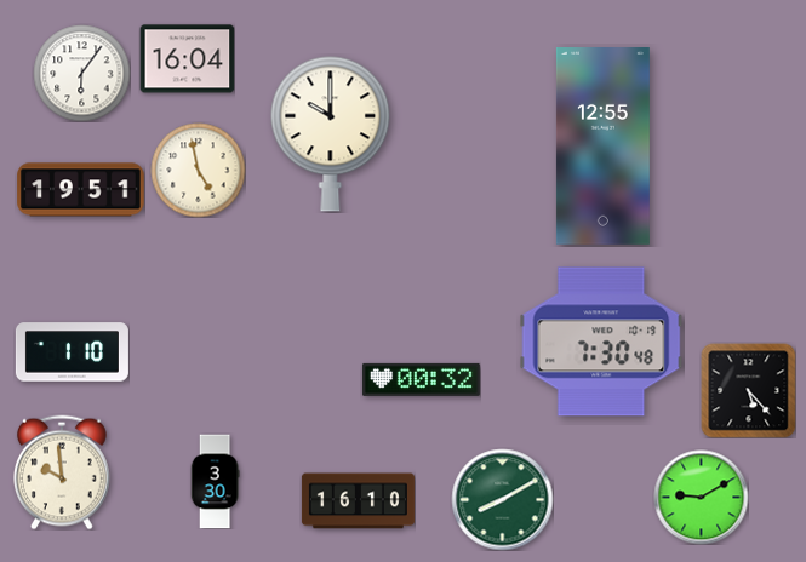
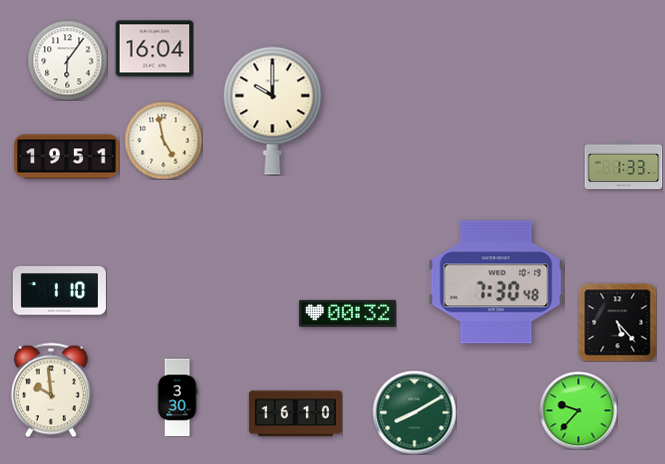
clock at (602, 147): 12:55 -> none
clock at (623, 166): none -> 1:33
clock at (701, 497): 9:10 -> 9:37
